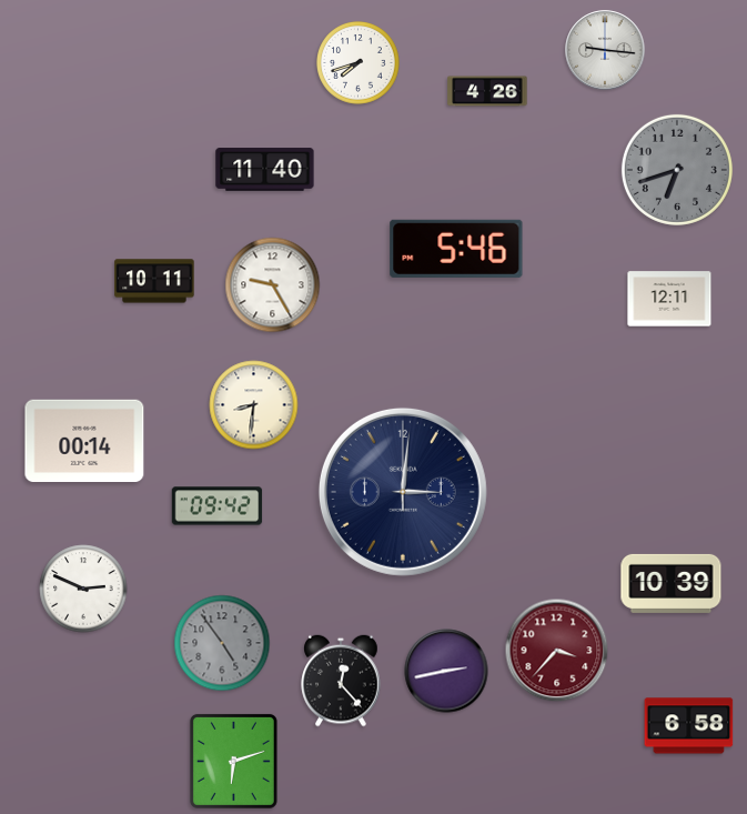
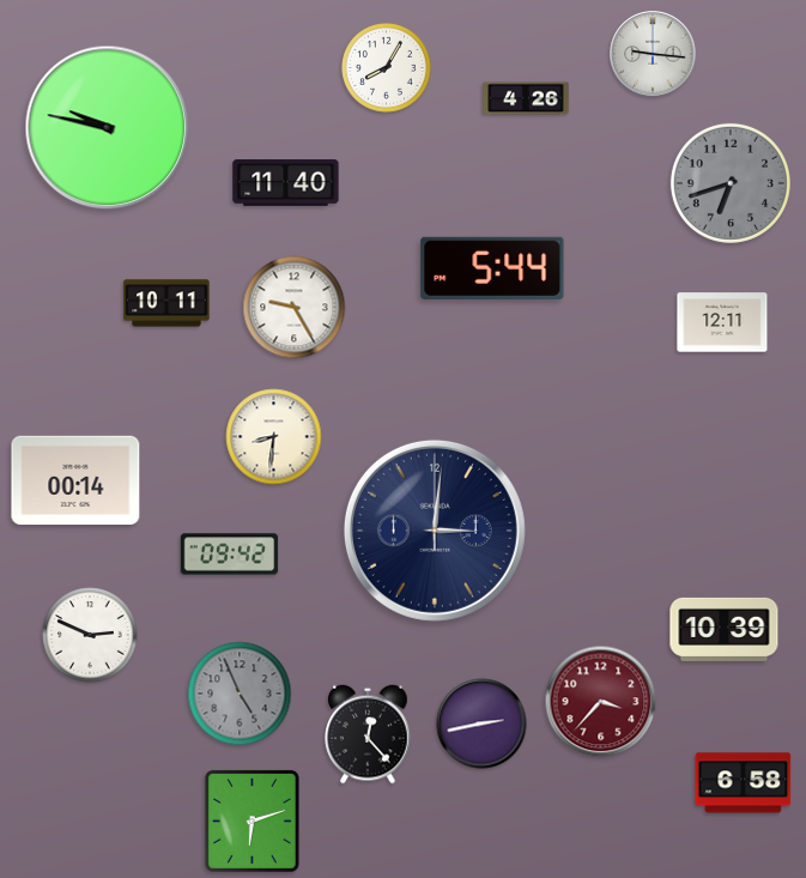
clock at (359, 63): 7:42 -> 8:05
clock at (108, 128): none -> 9:47
clock at (456, 249): 5:46 -> 5:44
clock at (84, 441) position: (84, 441) -> (75, 480)
clock at (218, 506) position: (218, 506) -> (230, 555)
clock at (222, 643): 4:54 -> 4:56
